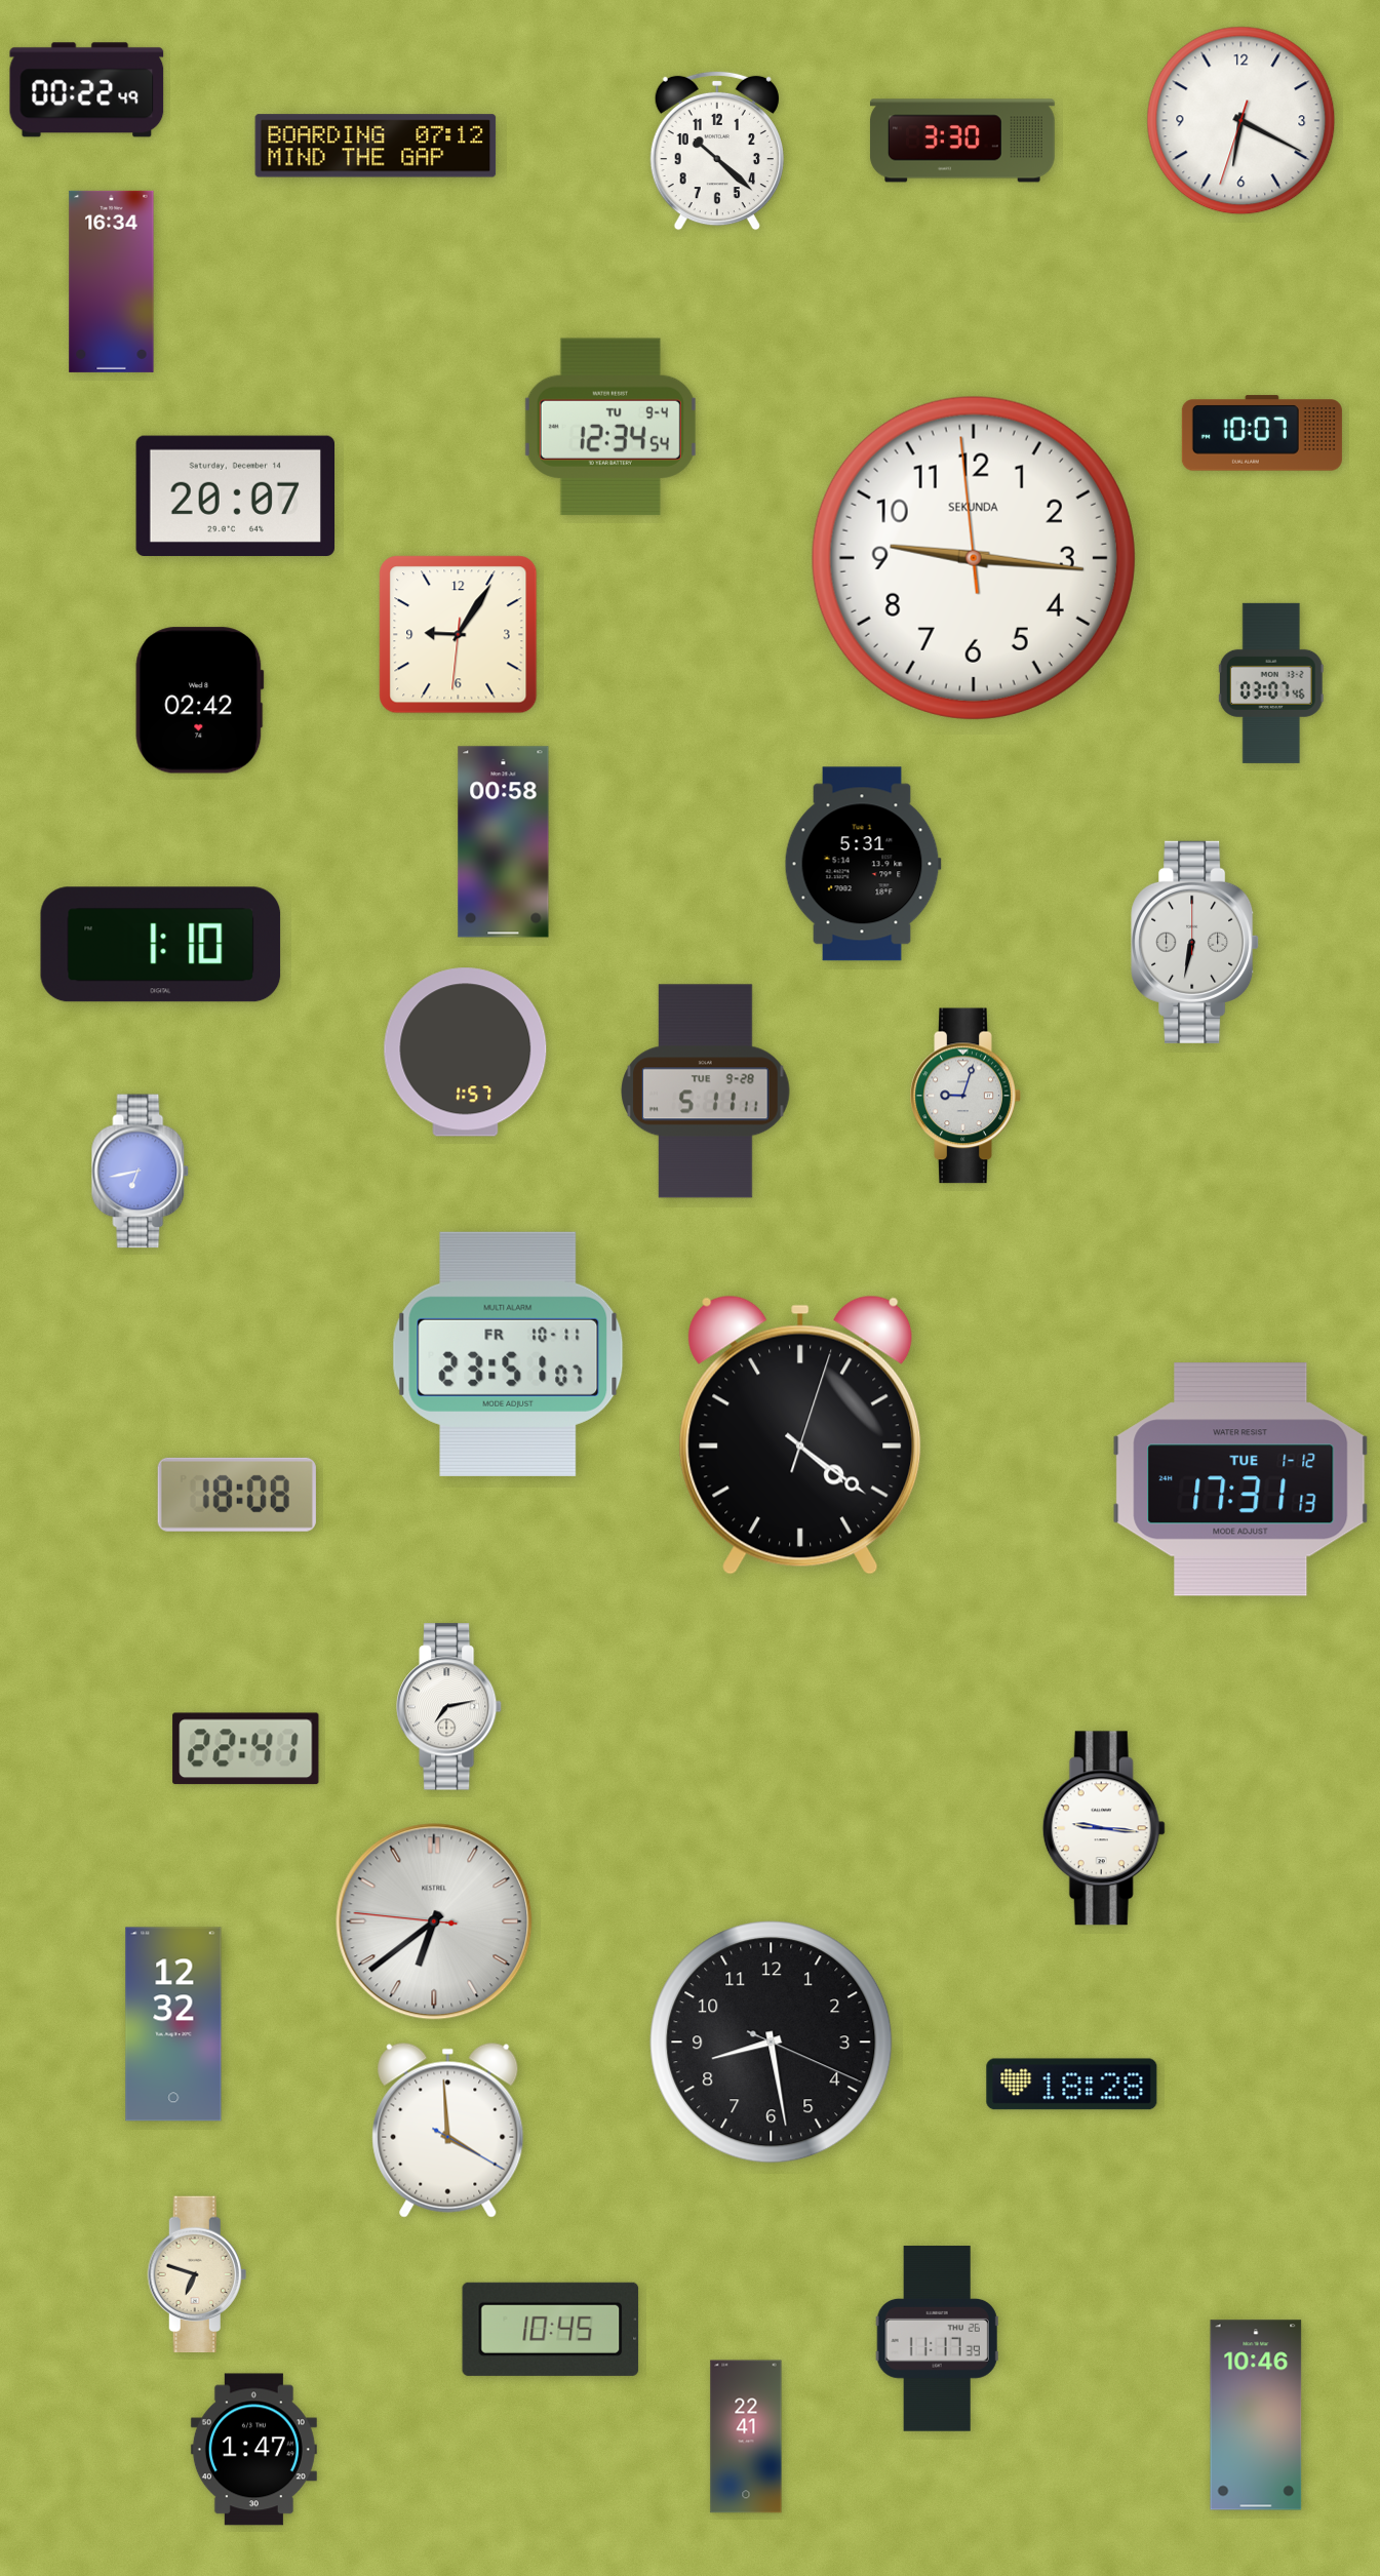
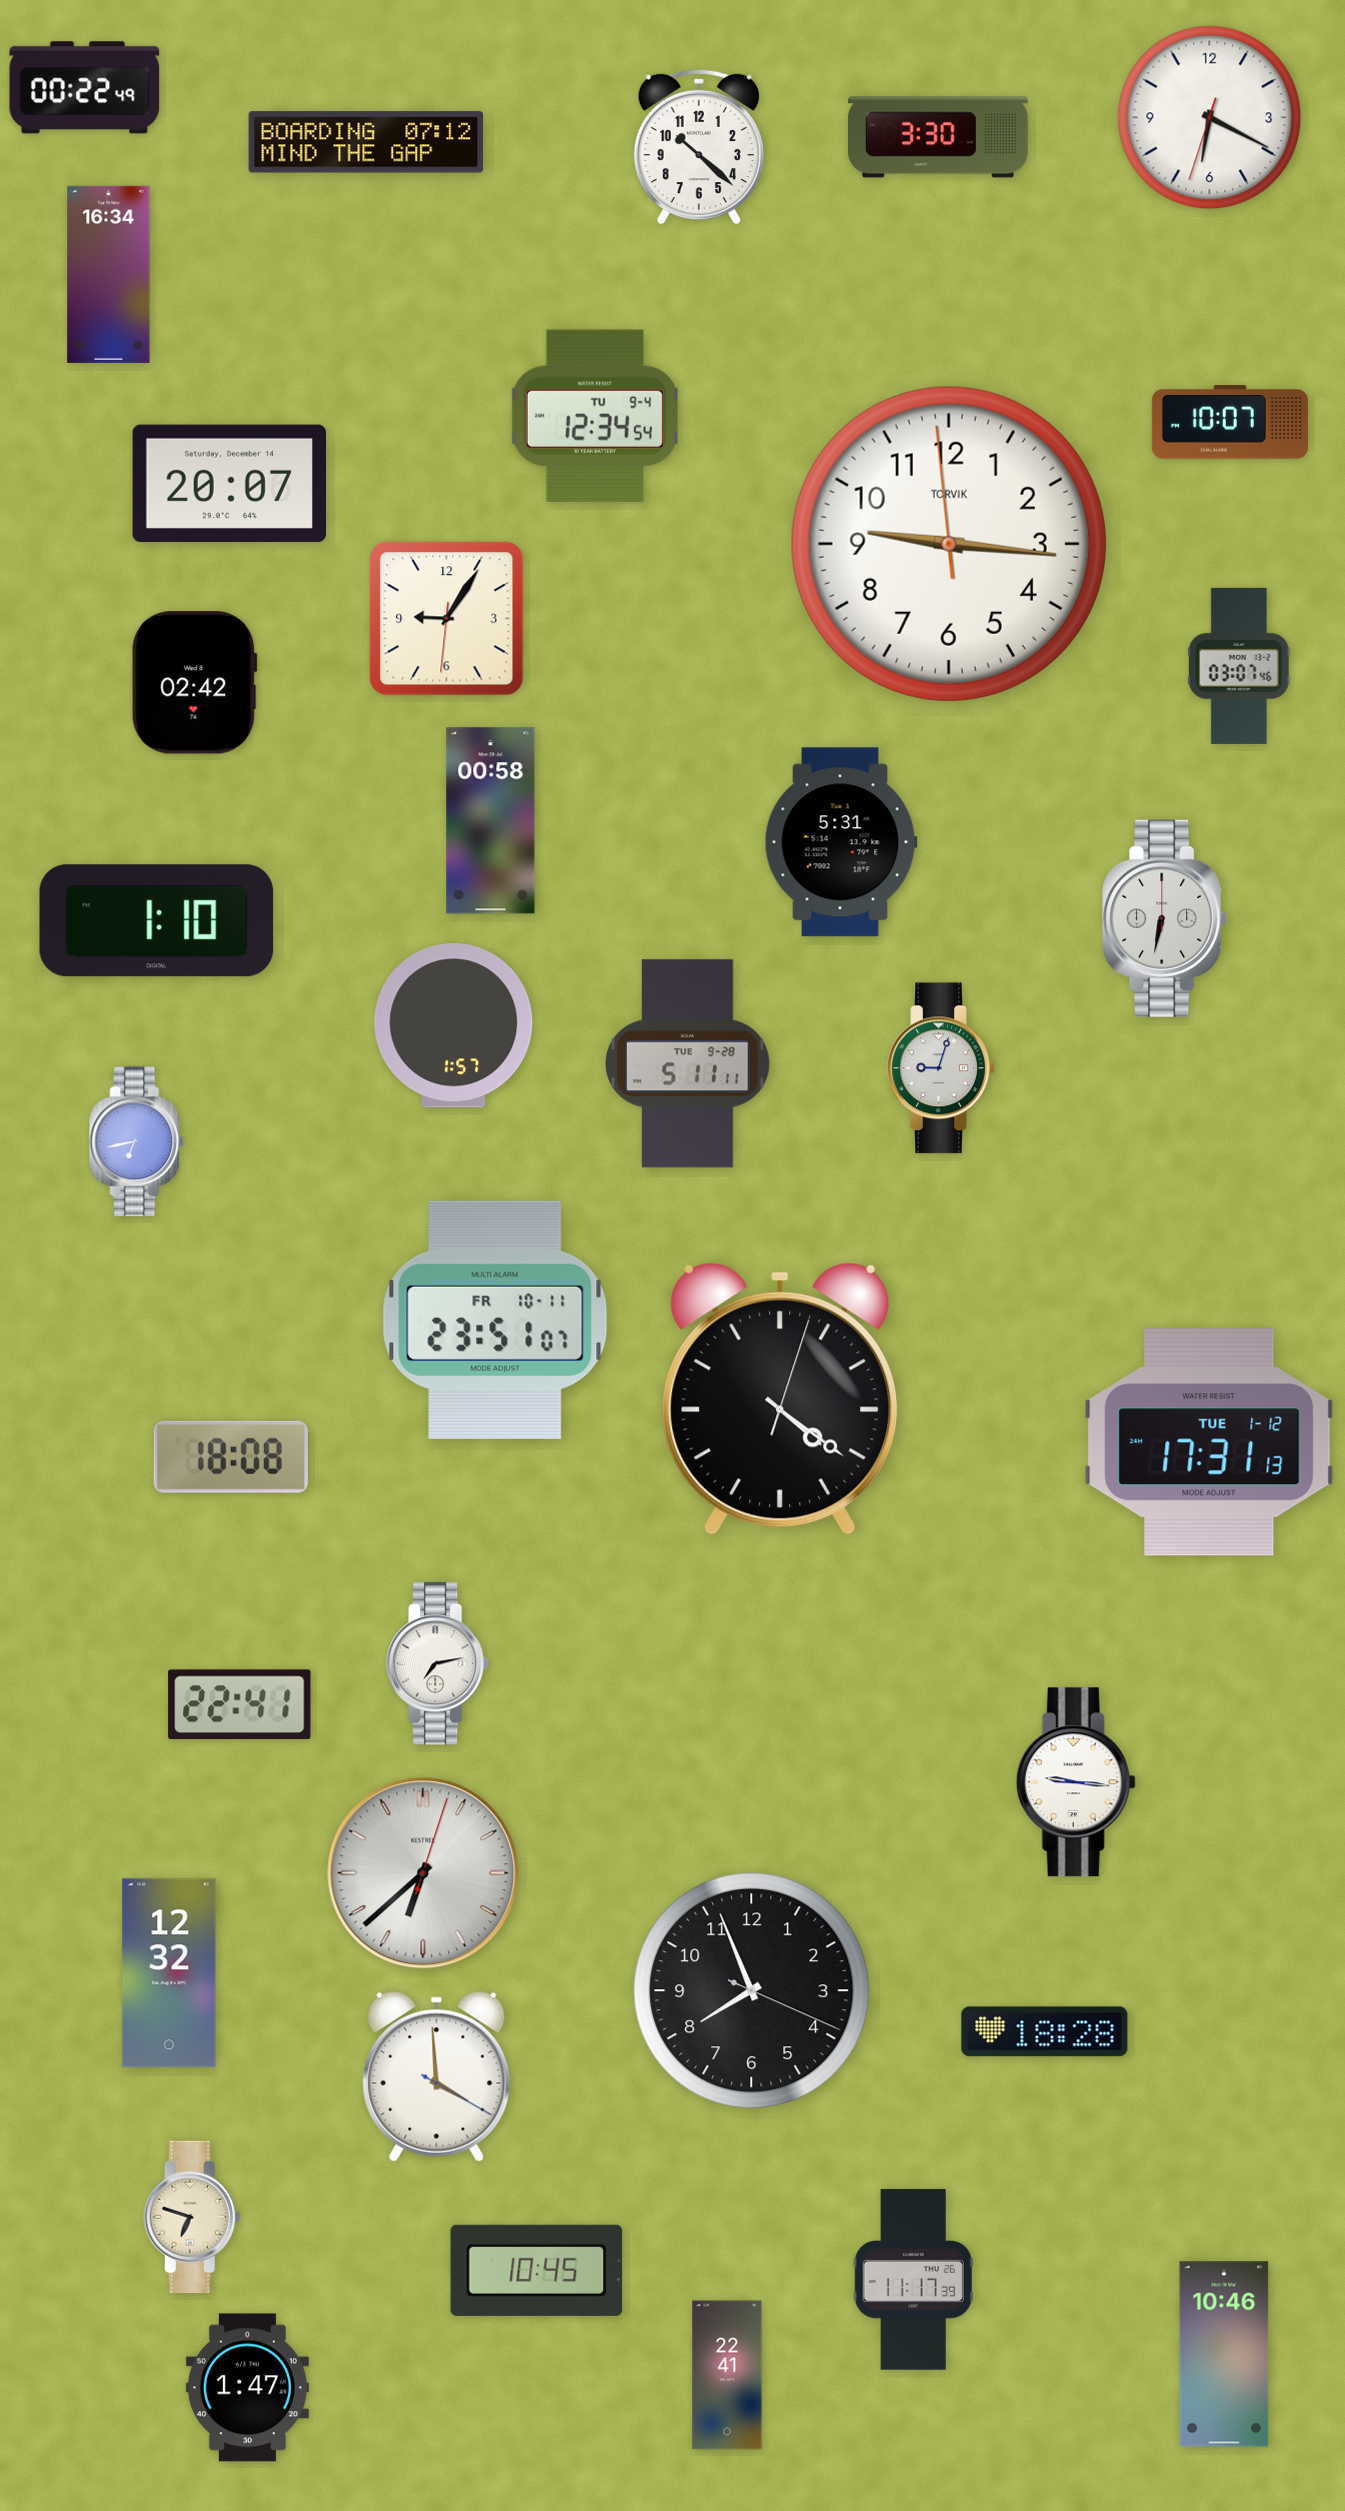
clock at (974, 558) brand: SEKUNDA -> TORVIK
clock at (434, 1921): 6:38:46 -> 6:38:03
clock at (772, 2043): 8:28 -> 7:56
